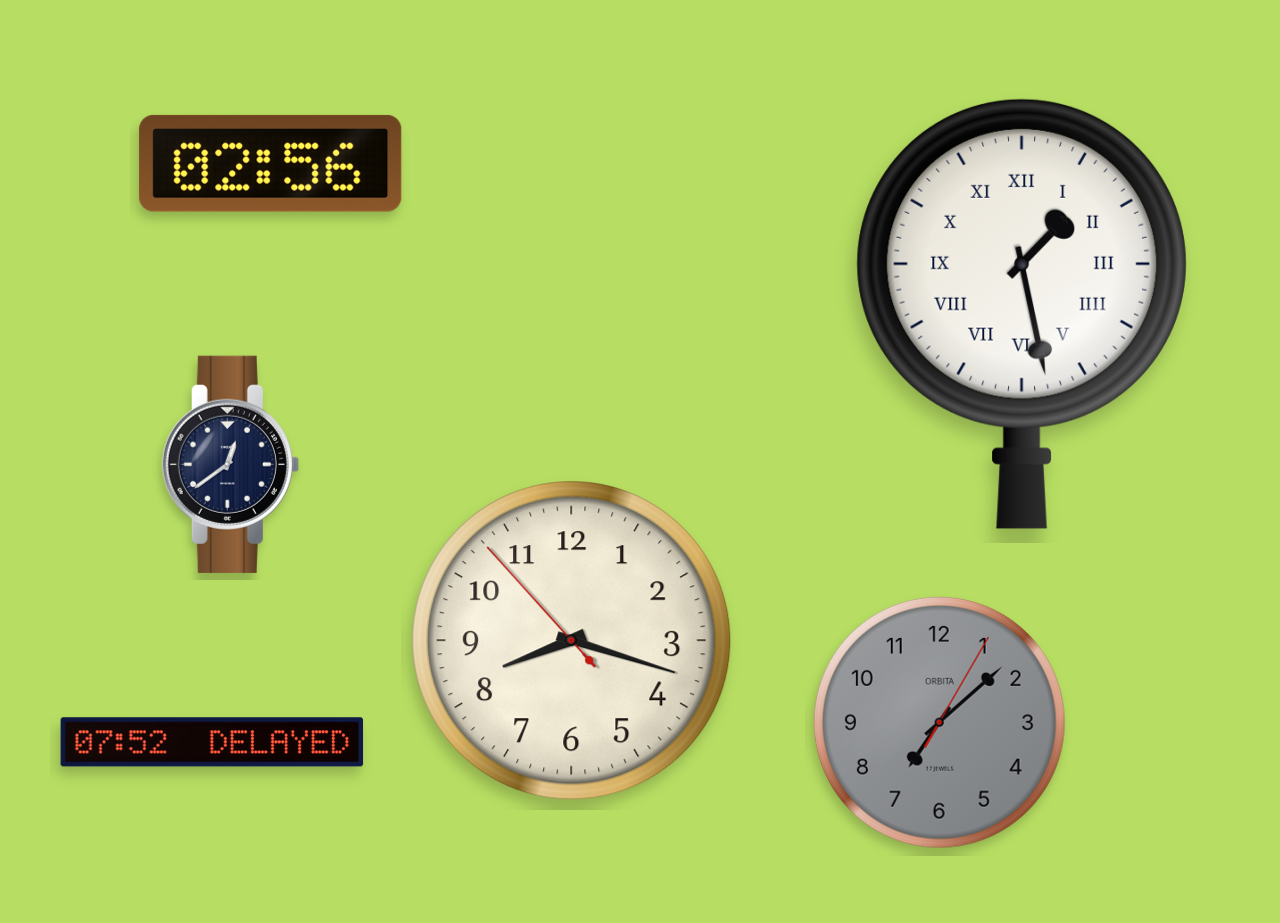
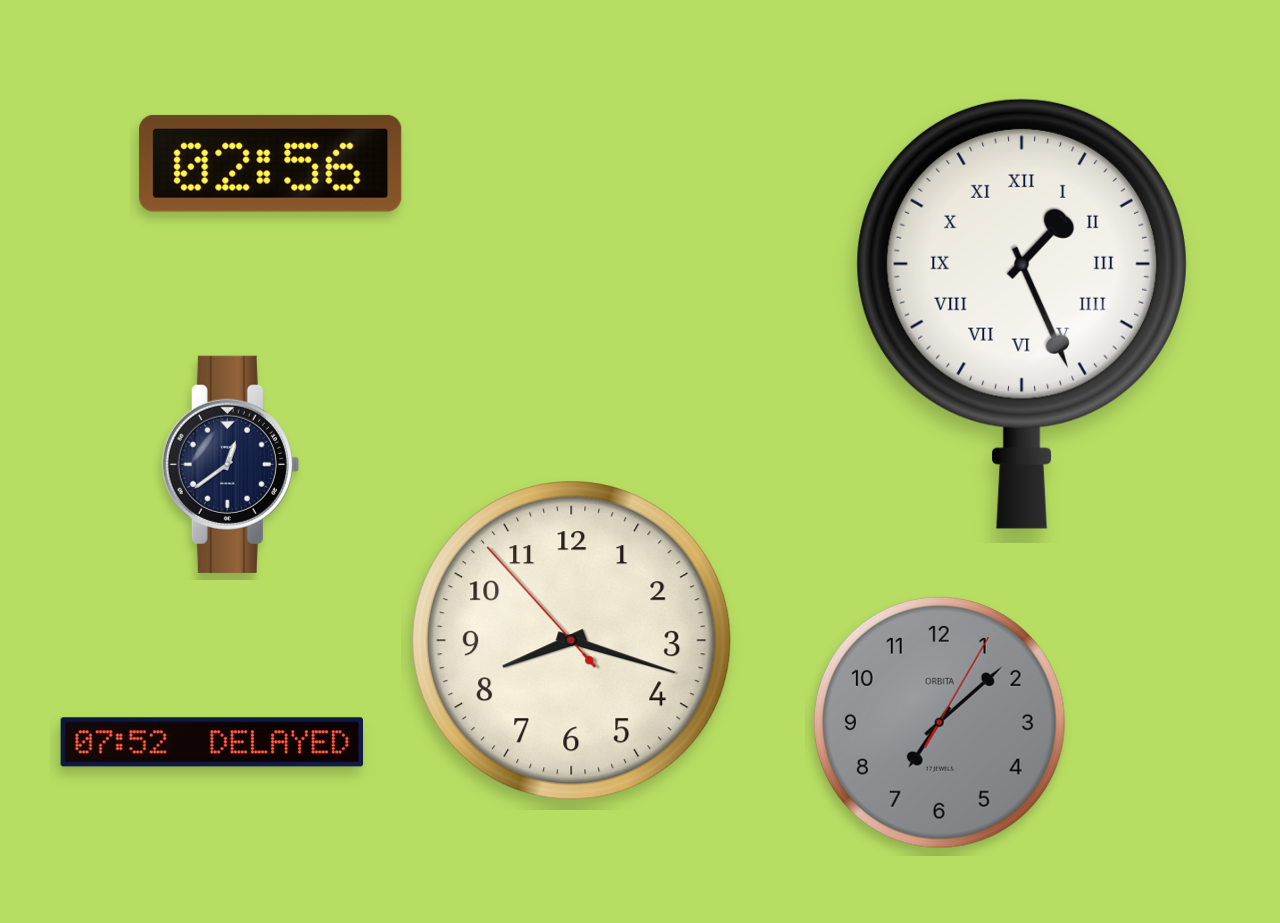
clock at (1022, 313): 1:28 -> 1:26
